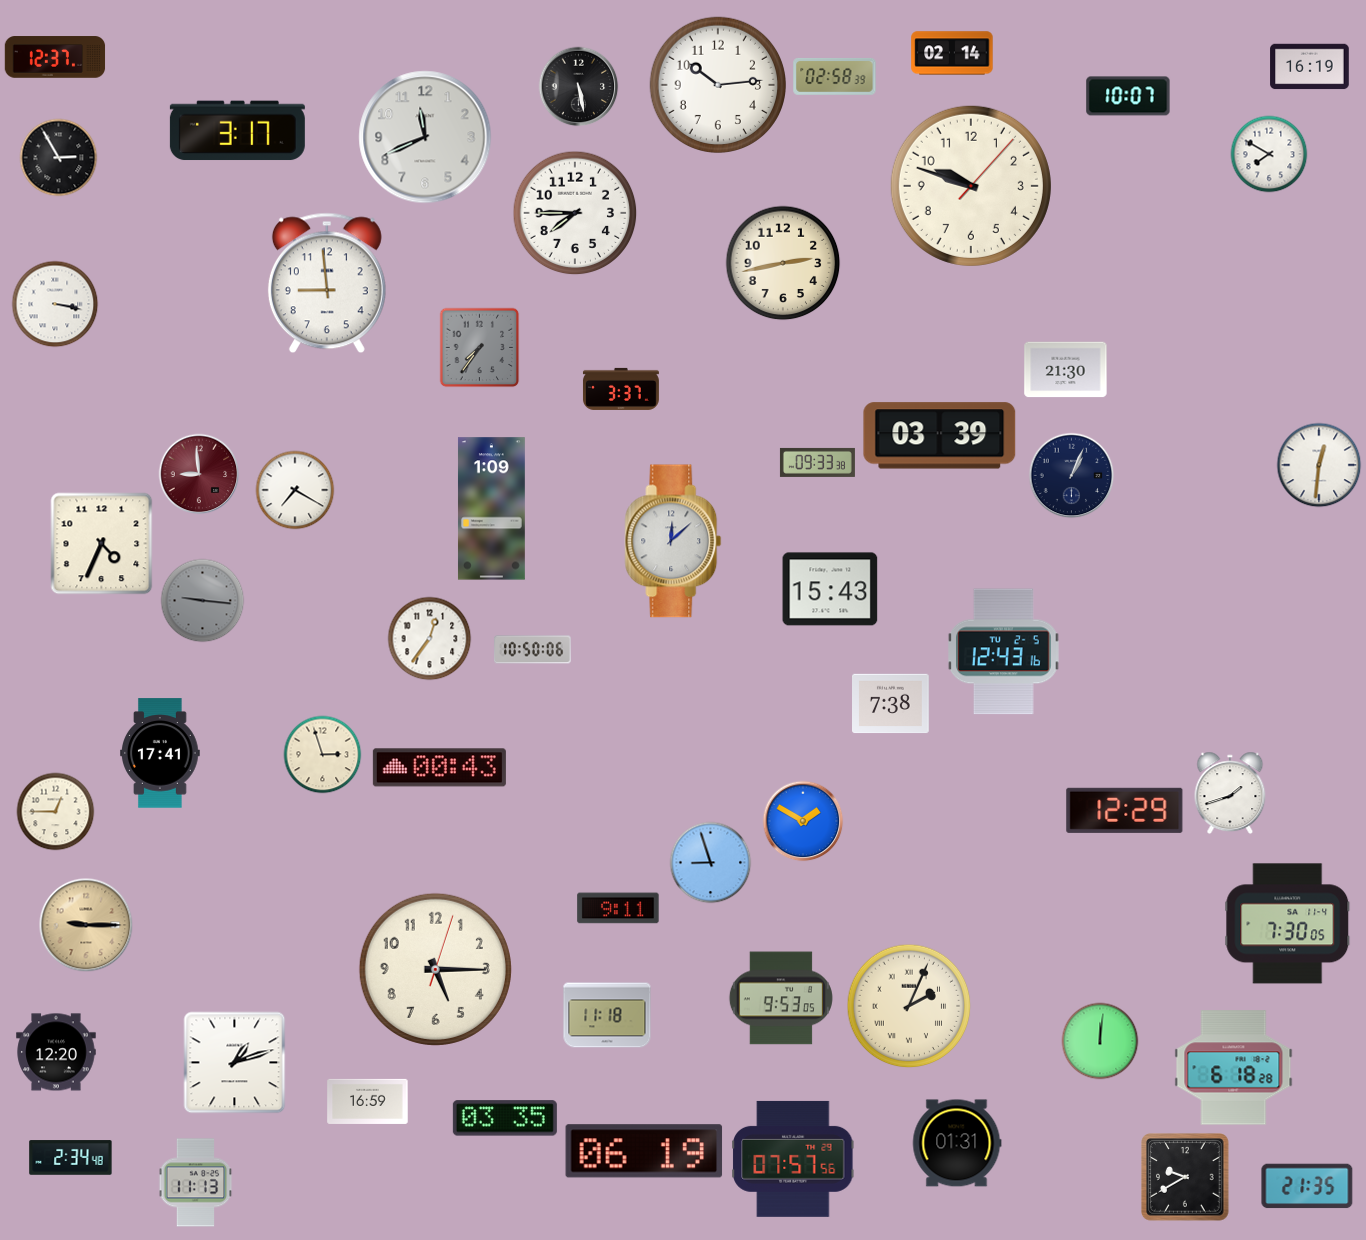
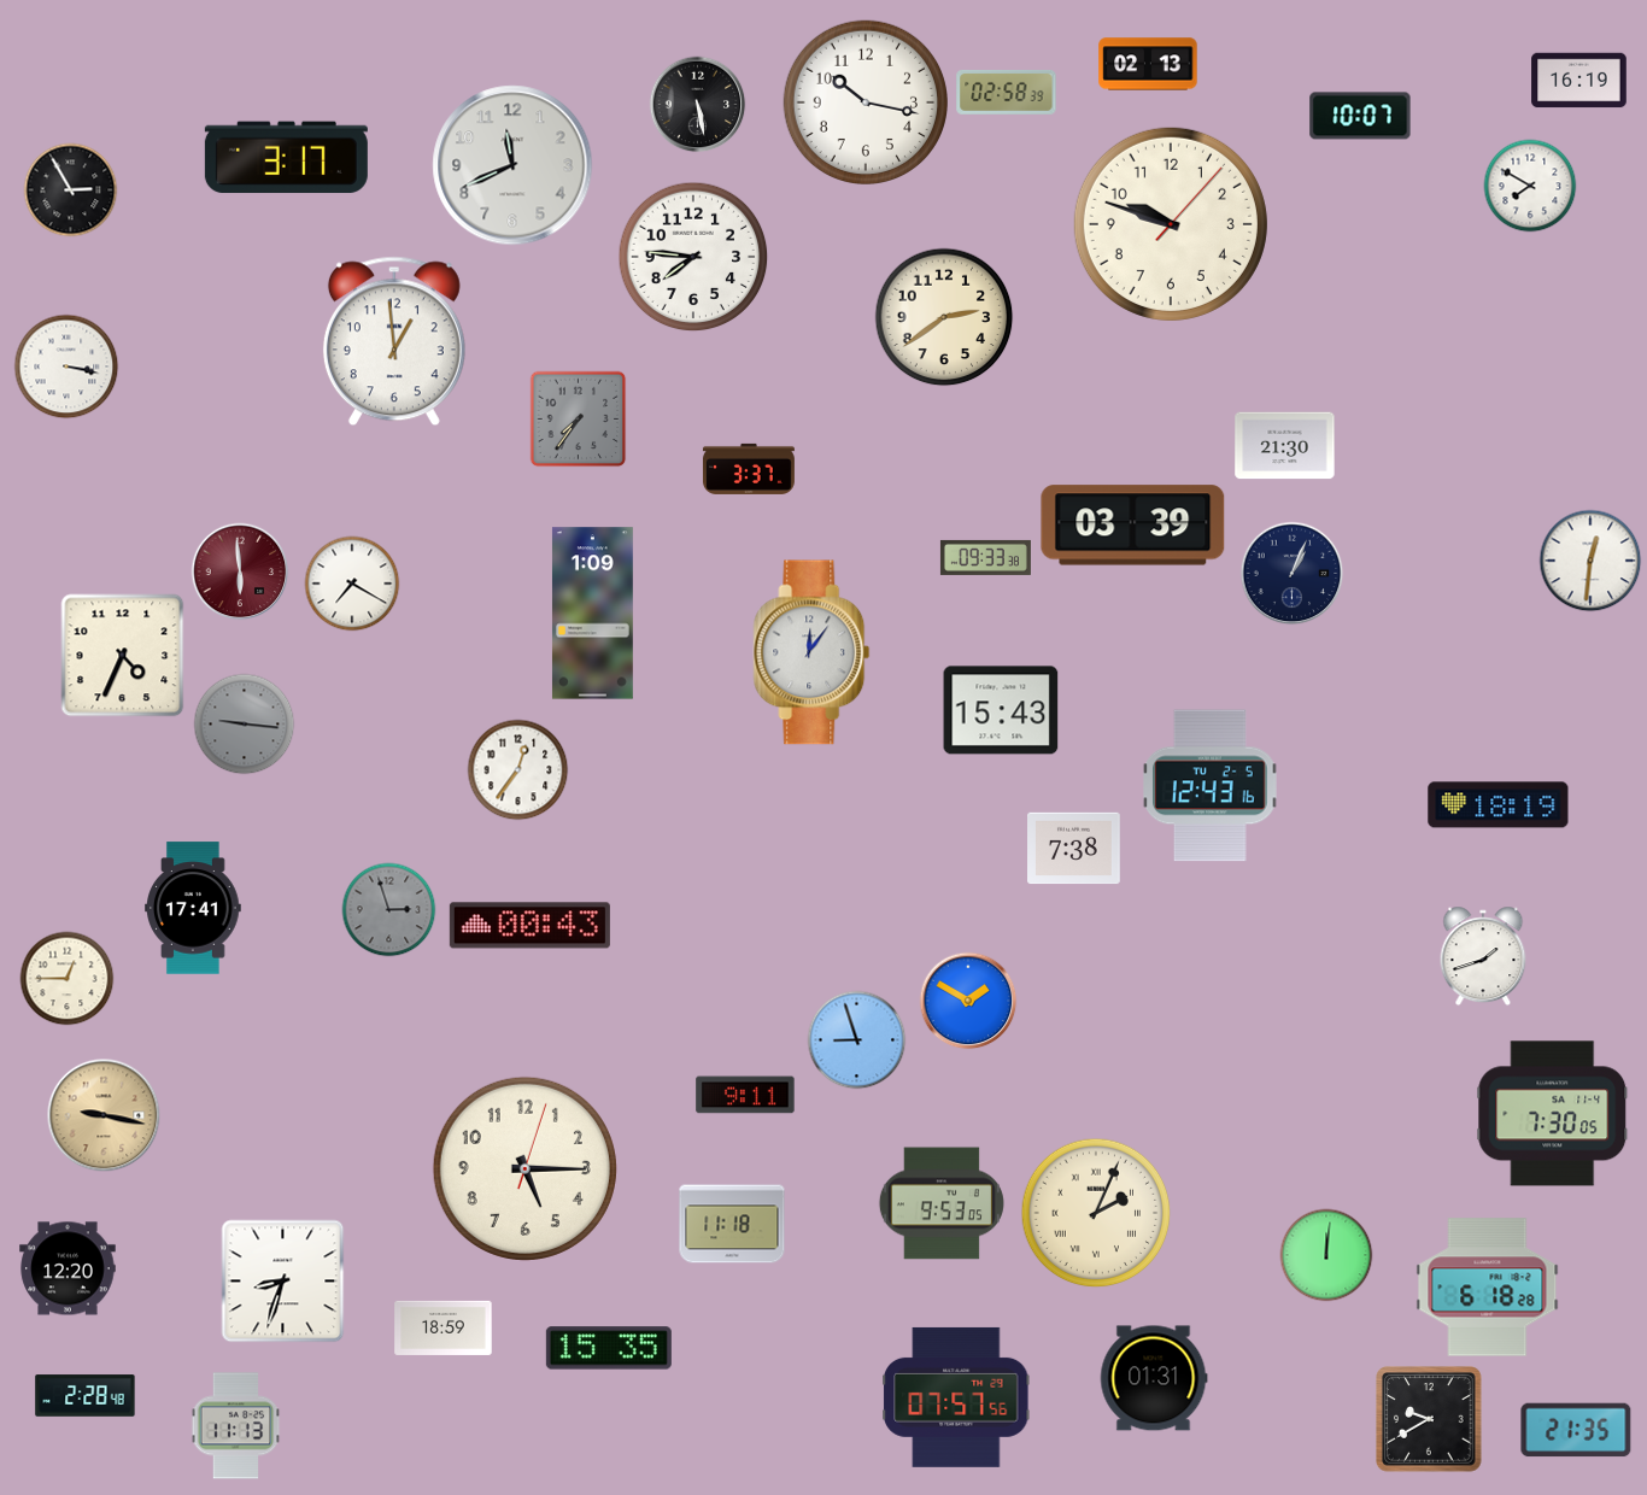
clock at (952, 53): 02:14 -> 02:13
clock at (55, 57): 12:37 -> none
clock at (717, 84): 10:14 -> 10:17
clock at (575, 213): 7:45 -> 7:46
clock at (783, 263): 2:43 -> 2:39
clock at (327, 283): 8:59 -> 12:59
clock at (199, 474): 8:59 -> 5:59
clock at (295, 490) position: (295, 490) -> (352, 584)
clock at (673, 541): 12:08 -> 12:06
clock at (532, 650): 10:50 -> none
clock at (1499, 805): none -> 18:19
clock at (323, 755) dial: cream -> grey
clock at (1125, 810): 12:29 -> none
clock at (803, 821) position: (803, 821) -> (968, 1001)
clock at (86, 925): 9:15 -> 9:17
clock at (235, 1063): 1:12 -> 8:33
clock at (368, 1101): 16:59 -> 18:59
clock at (505, 1118): 03:35 -> 15:35
clock at (644, 1151): 06:19 -> none
clock at (71, 1158): 2:34 -> 2:28
